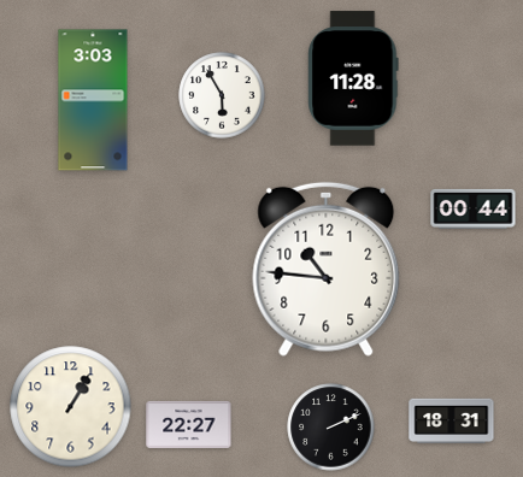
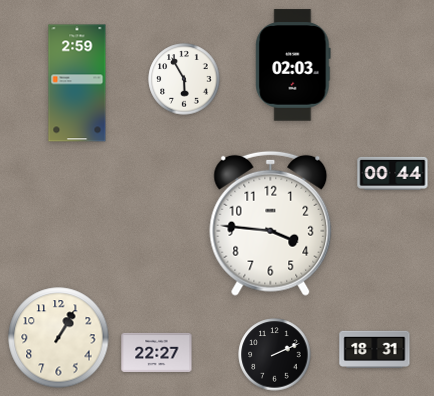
clock at (353, 78): 11:28 -> 02:03
clock at (93, 100): 3:03 -> 2:59
clock at (327, 269): 10:46 -> 3:46
